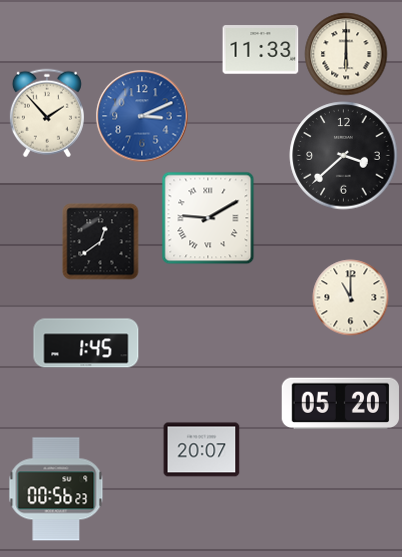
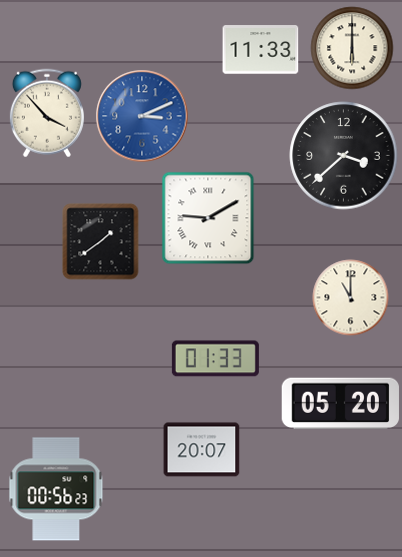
clock at (346, 54) position: (346, 54) -> (352, 48)
clock at (47, 113): 1:53 -> 3:53
clock at (101, 242): 12:39 -> 1:39
clock at (86, 343): 1:45 -> none
clock at (215, 359): none -> 01:33
